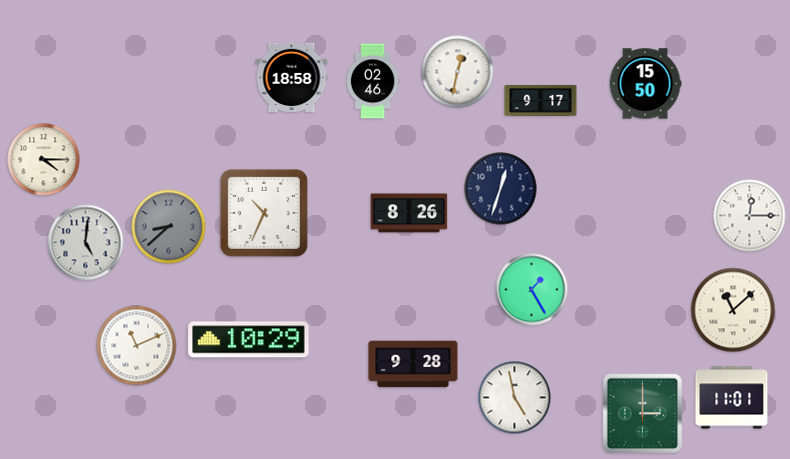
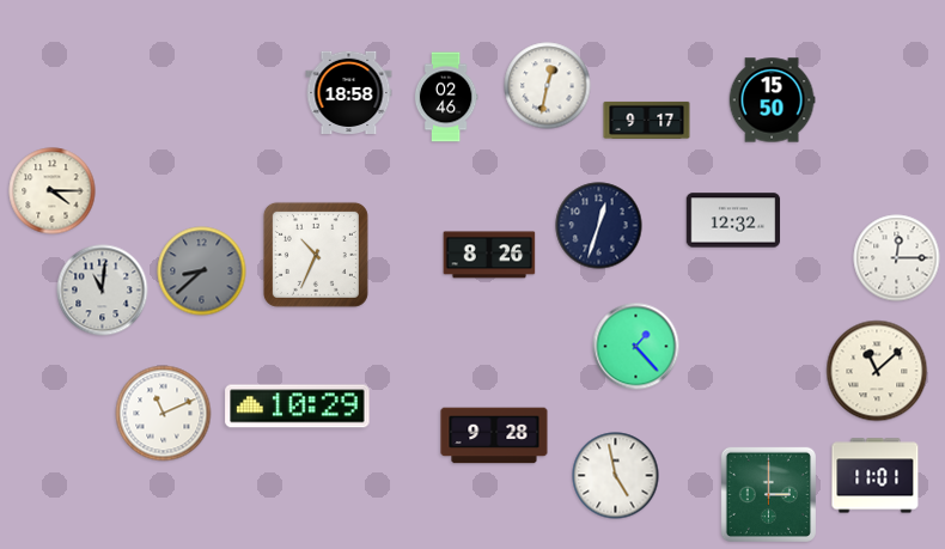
clock at (733, 220): none -> 12:32
clock at (86, 243): 5:01 -> 11:01
clock at (532, 290): 1:25 -> 1:23
